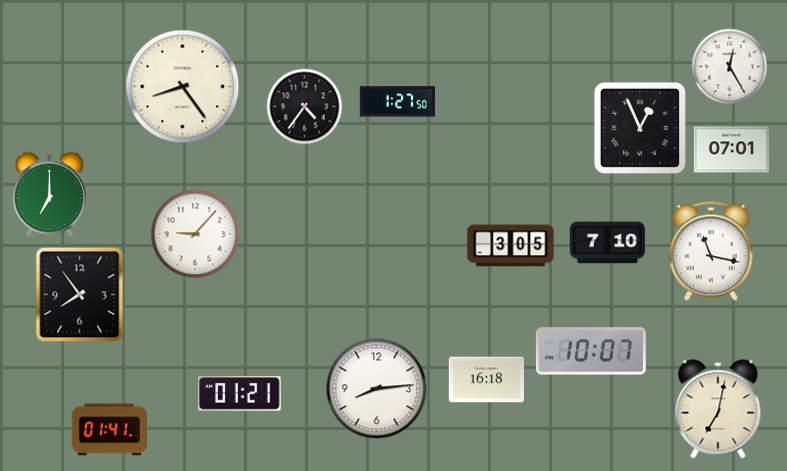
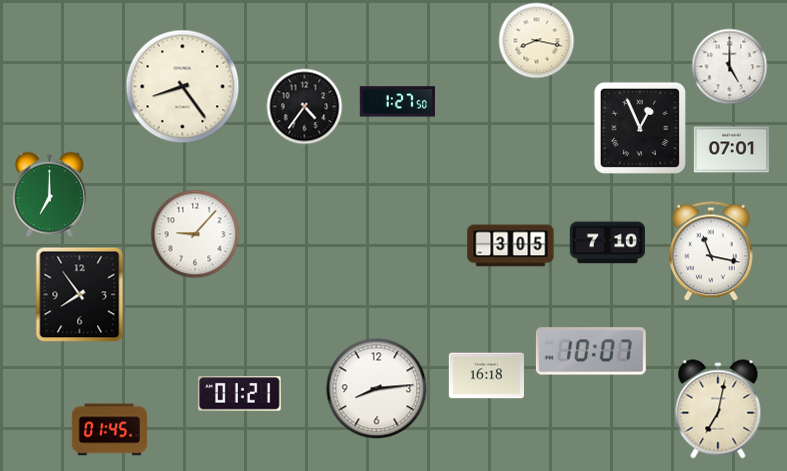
clock at (537, 41): none -> 8:17
clock at (730, 67): 12:25 -> 5:00
clock at (486, 380) position: (486, 380) -> (486, 376)
clock at (109, 430): 01:41 -> 01:45
